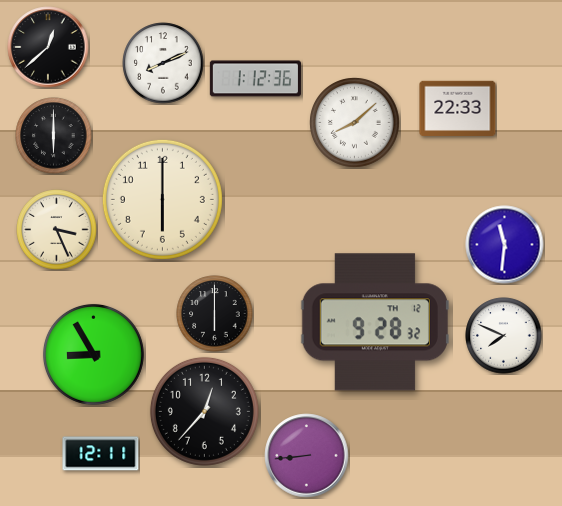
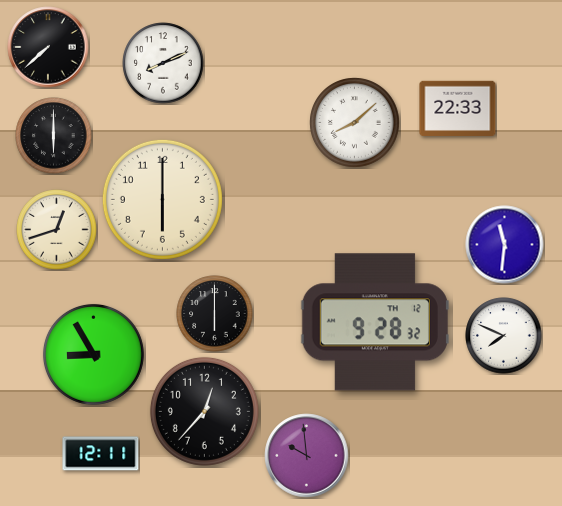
clock at (48, 47): 12:38 -> 7:38
clock at (255, 79): 1:12 -> none
clock at (57, 230): 3:26 -> 12:42
clock at (307, 456): 8:44 -> 9:59
